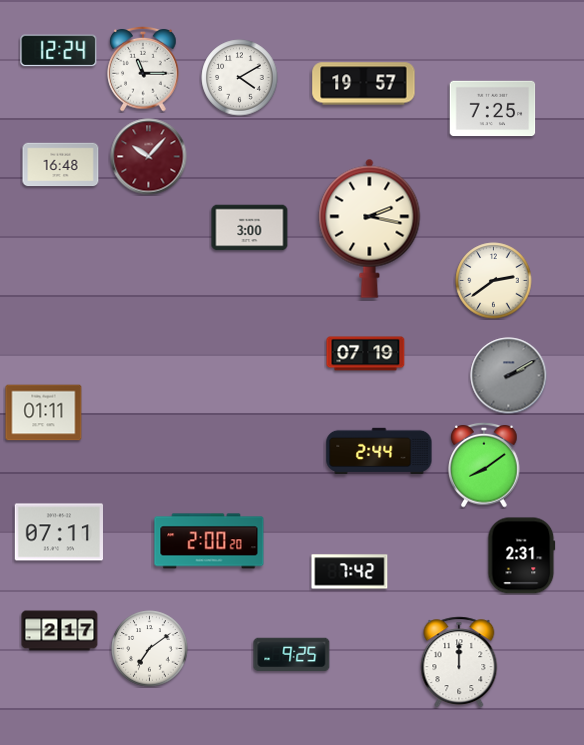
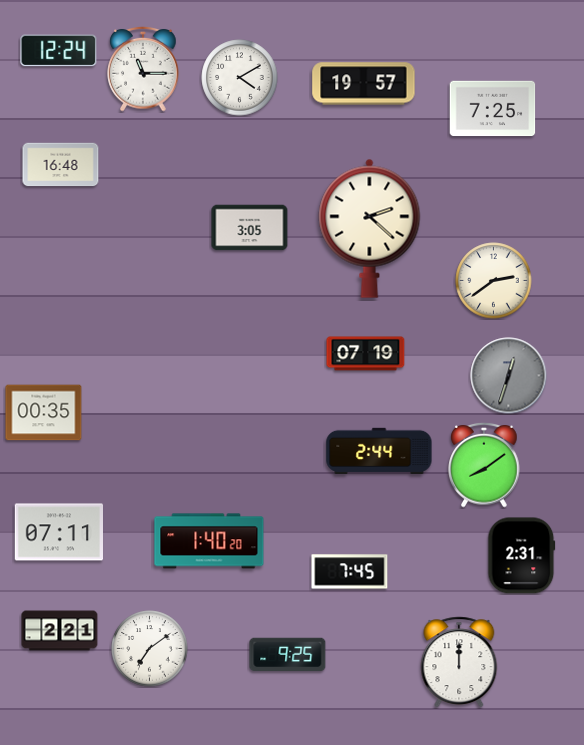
clock at (149, 157): 10:07 -> none
clock at (250, 228): 3:00 -> 3:05
clock at (370, 228): 2:17 -> 2:22
clock at (509, 376): 2:10 -> 12:33
clock at (44, 413): 01:11 -> 00:35
clock at (209, 541): 2:00 -> 1:40
clock at (350, 572): 7:42 -> 7:45
clock at (60, 631): 2:17 -> 2:21
clock at (292, 655) position: (292, 655) -> (288, 655)
